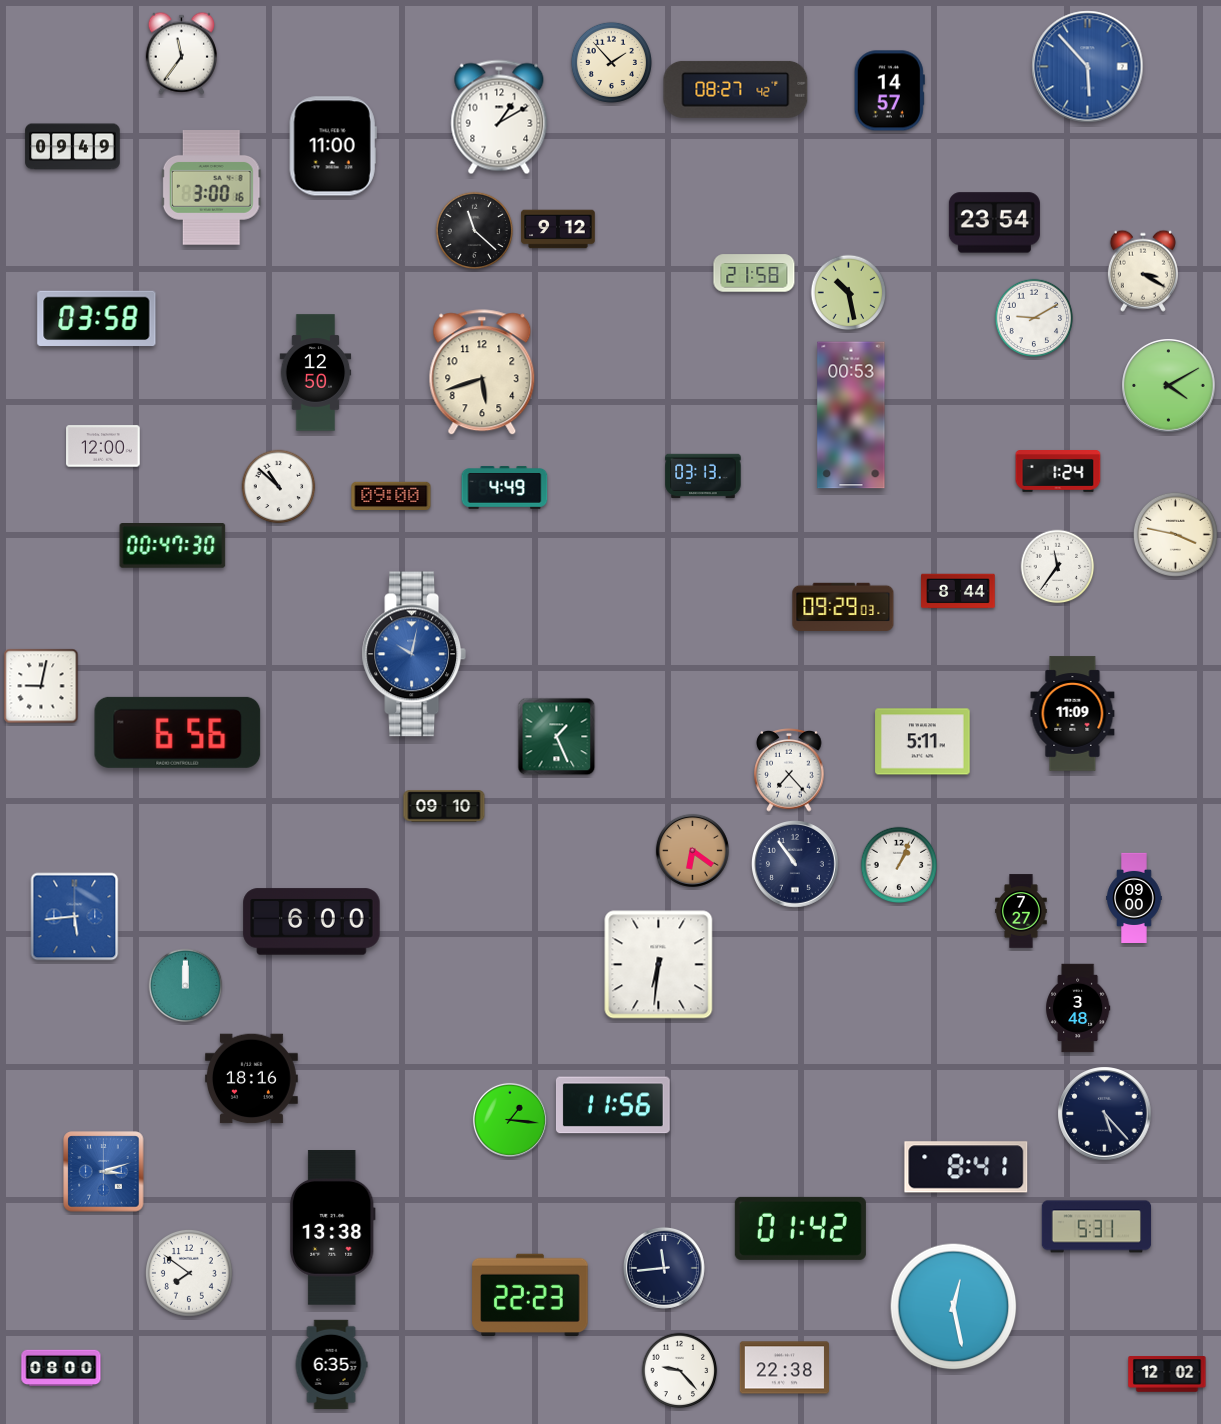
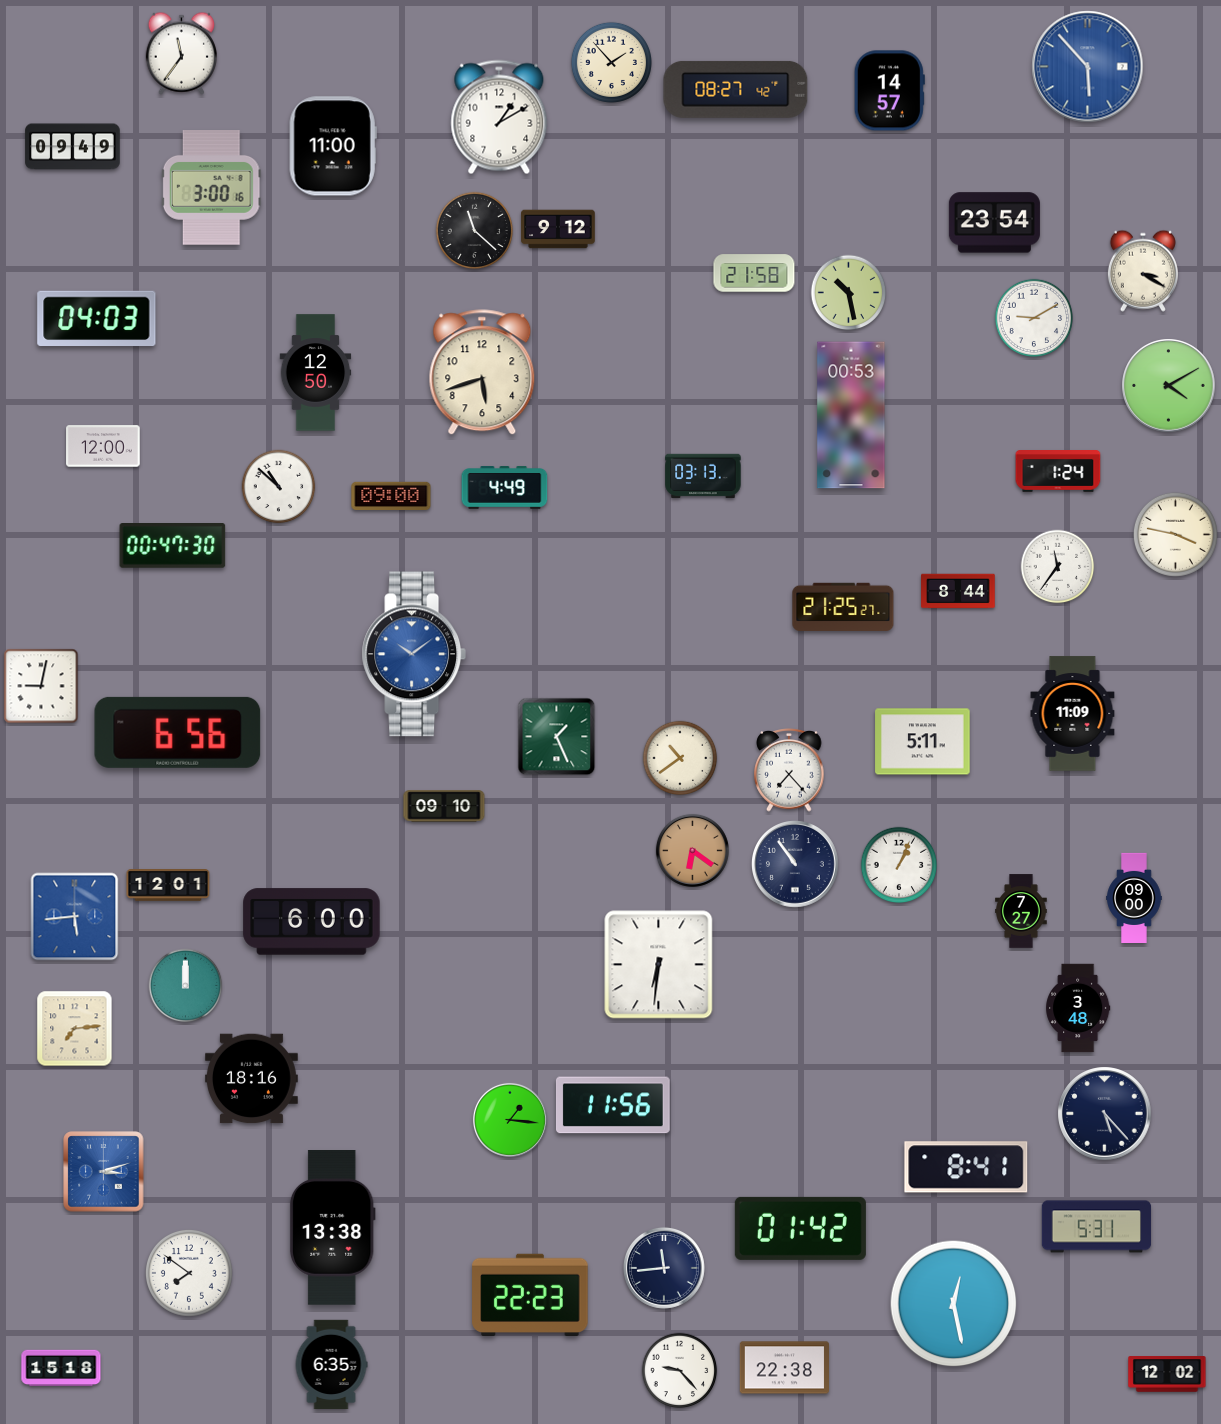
clock at (97, 319): 03:58 -> 04:03
clock at (843, 607): 09:29 -> 21:25
clock at (413, 654): 10:02 -> 10:09
clock at (680, 758): none -> 10:39
clock at (168, 885): none -> 12:01
clock at (75, 1029): none -> 7:14
clock at (954, 1307) position: (954, 1307) -> (954, 1304)
clock at (61, 1368): 08:00 -> 15:18
